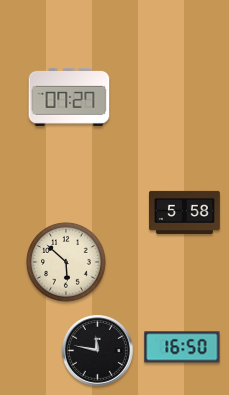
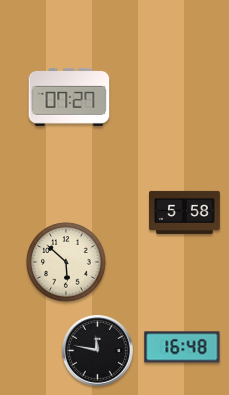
clock at (182, 347): 16:50 -> 16:48
